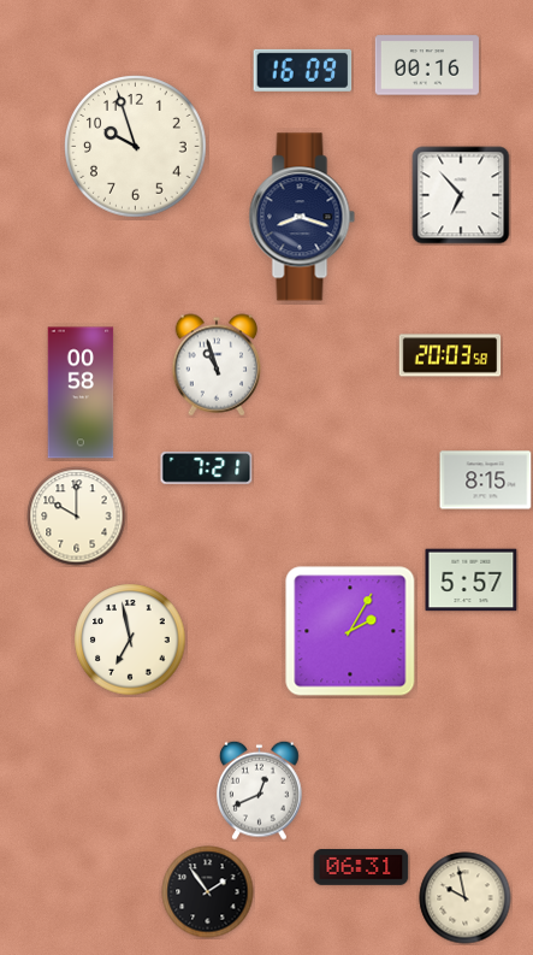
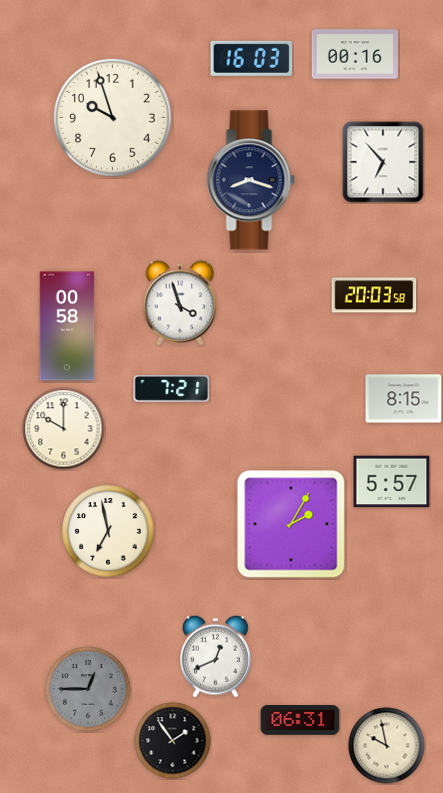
clock at (303, 70): 16:09 -> 16:03
clock at (136, 147) position: (136, 147) -> (113, 118)
clock at (215, 365): 10:57 -> 3:57
clock at (88, 689): none -> 12:45
